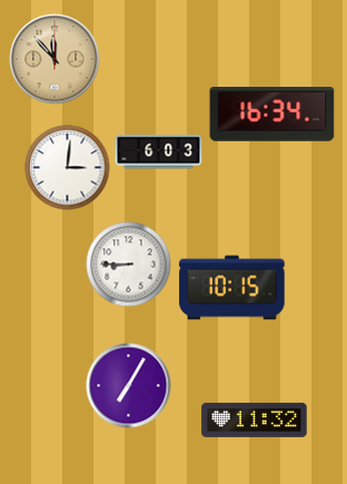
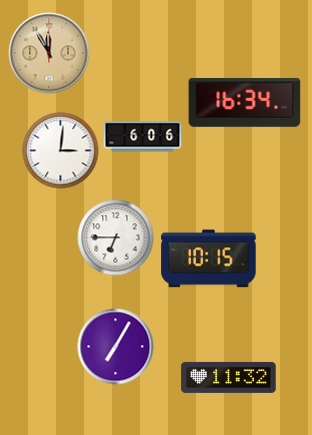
clock at (54, 59): 11:53 -> 11:55
clock at (159, 152): 6:03 -> 6:06
clock at (129, 265): 8:45 -> 6:45
